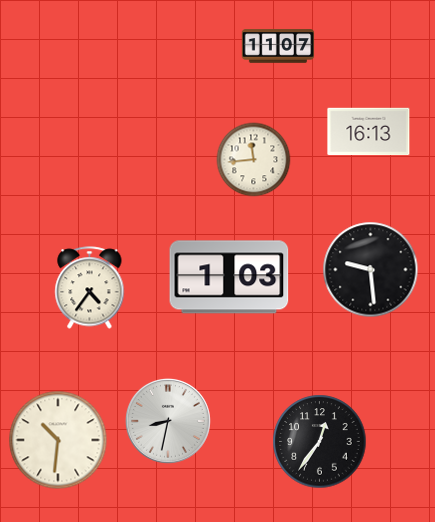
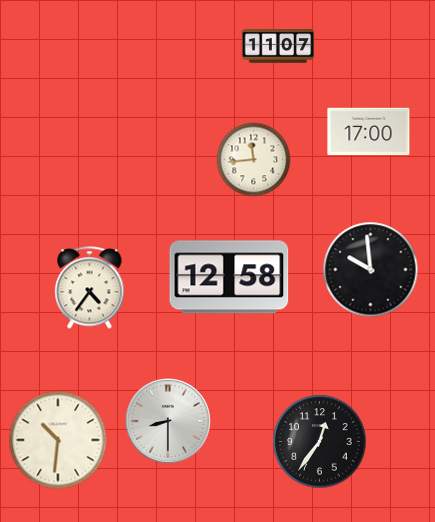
clock at (369, 132): 16:13 -> 17:00
clock at (371, 270): 9:29 -> 9:59
clock at (229, 277): 1:03 -> 12:58
clock at (168, 421): 8:32 -> 8:30
